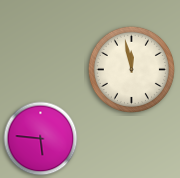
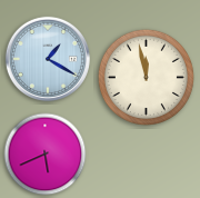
clock at (47, 58): none -> 1:20
clock at (41, 139): 5:46 -> 5:41
